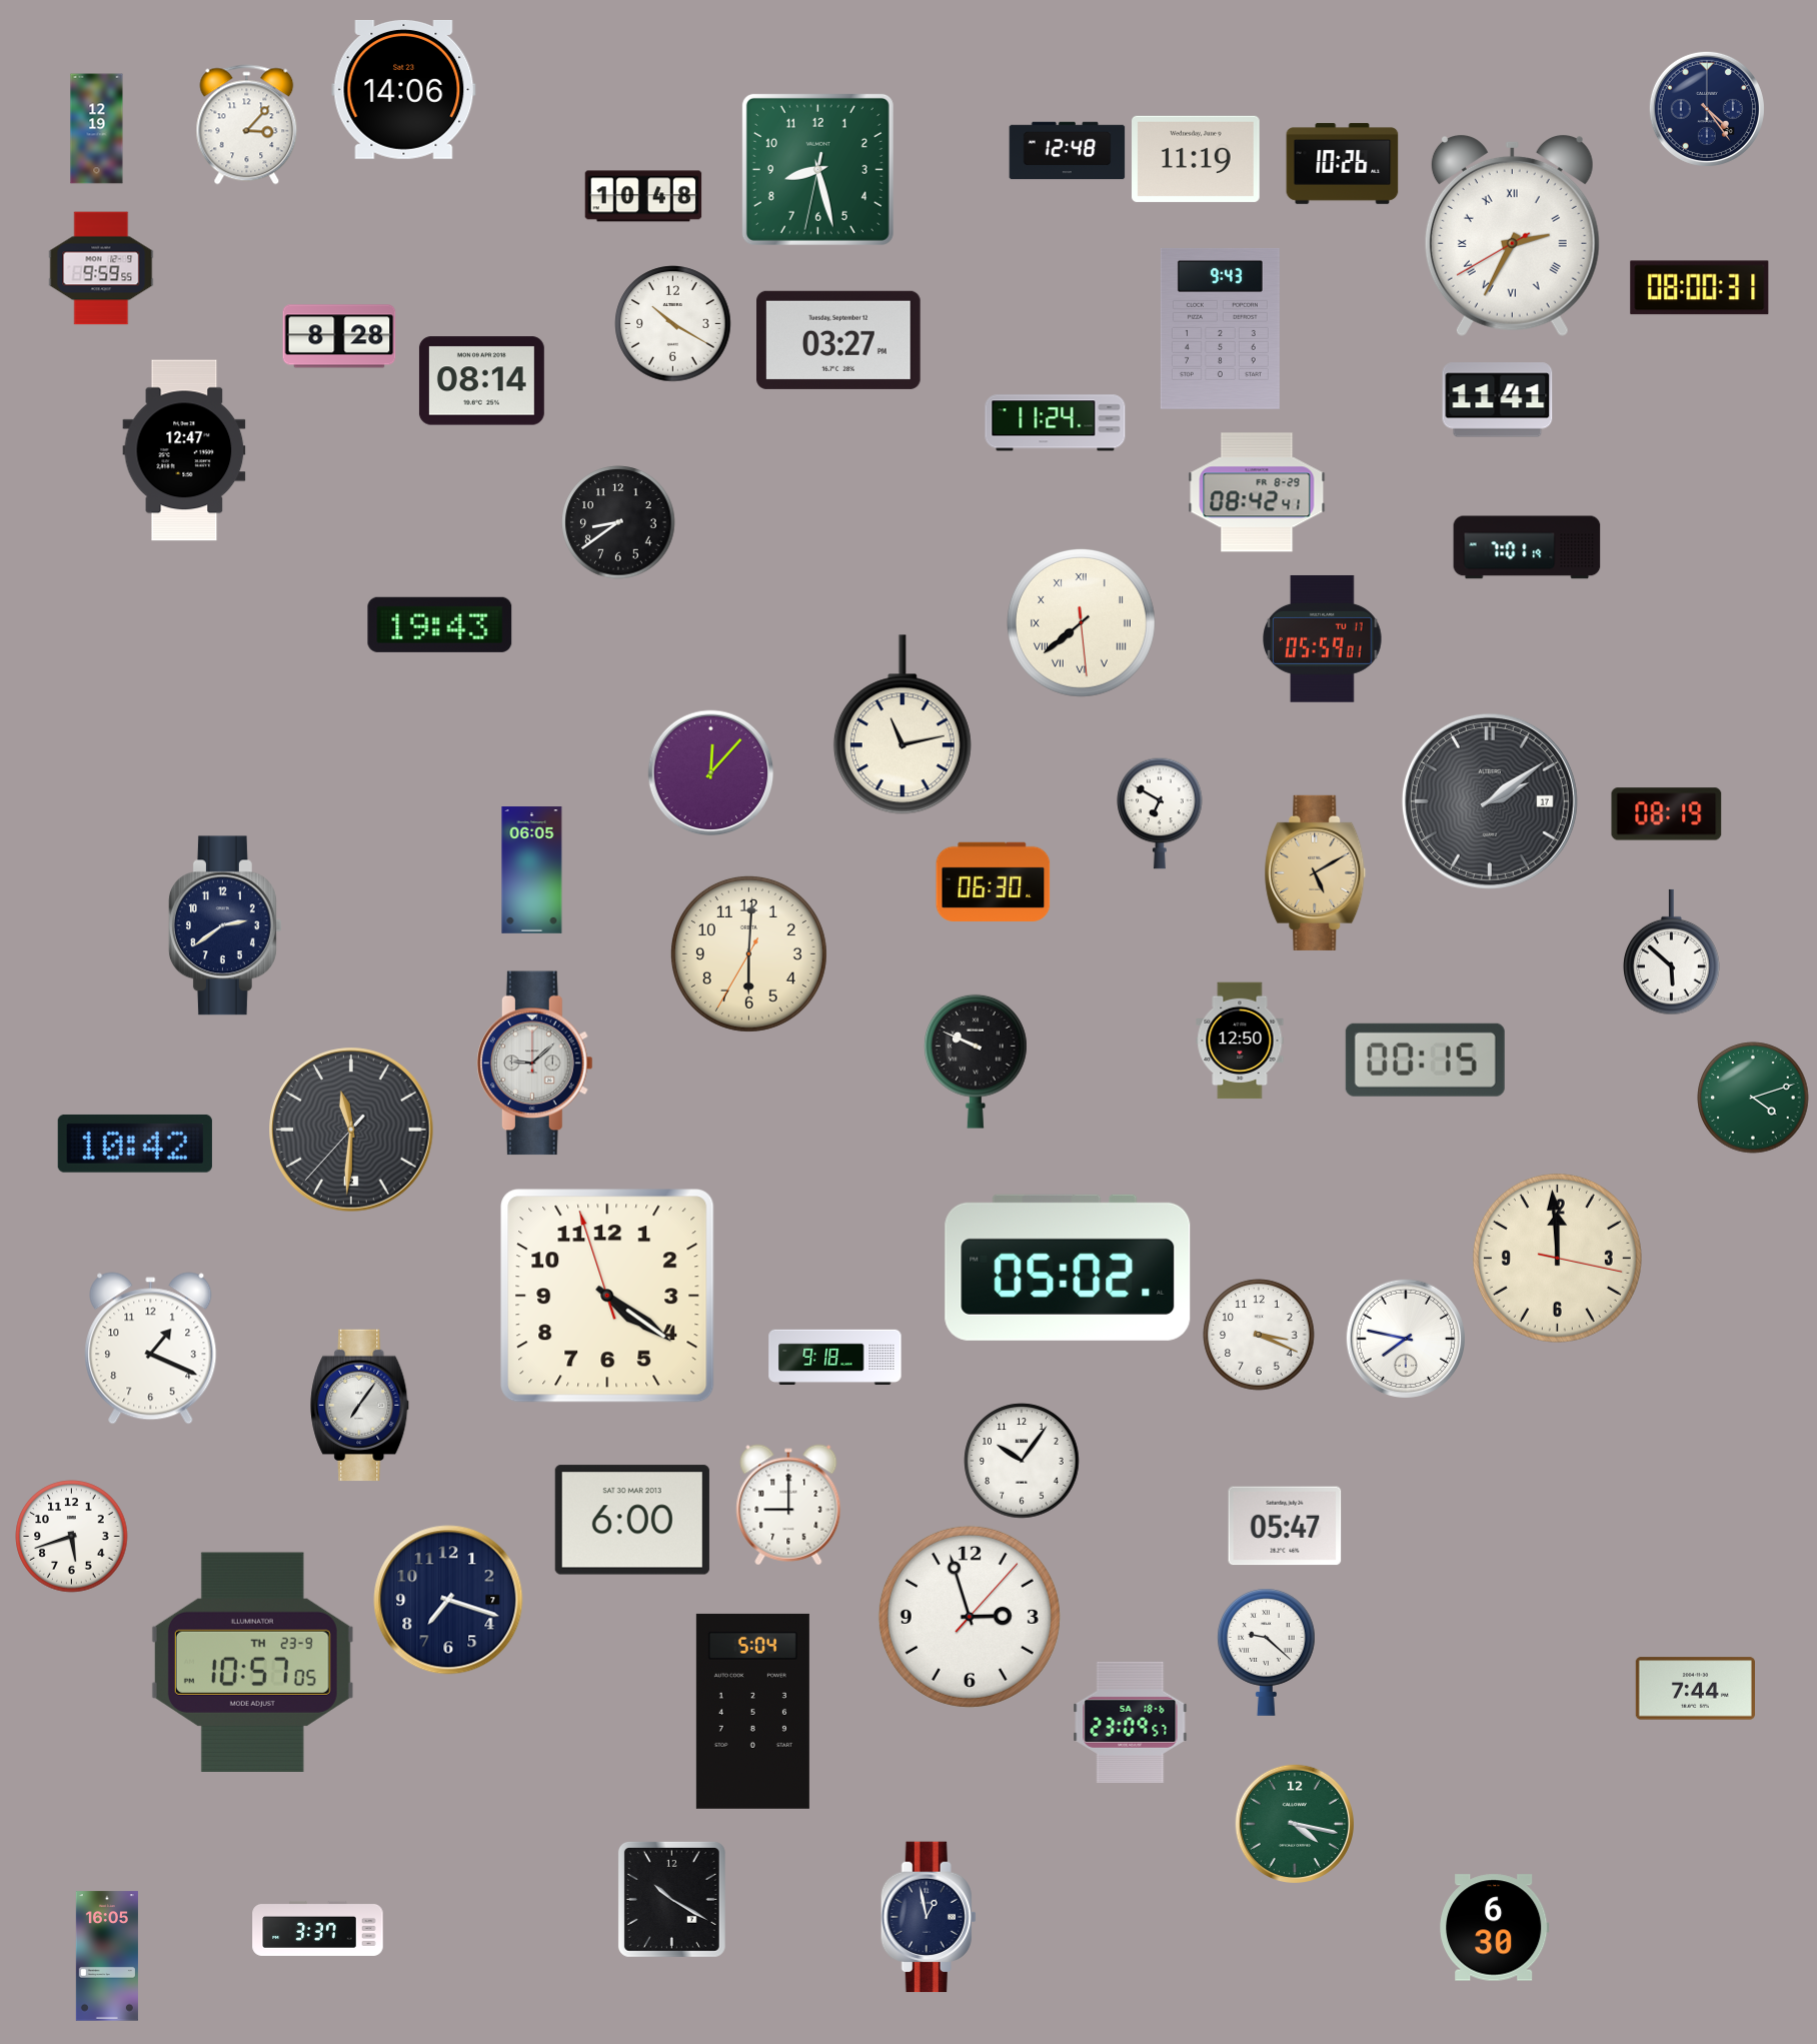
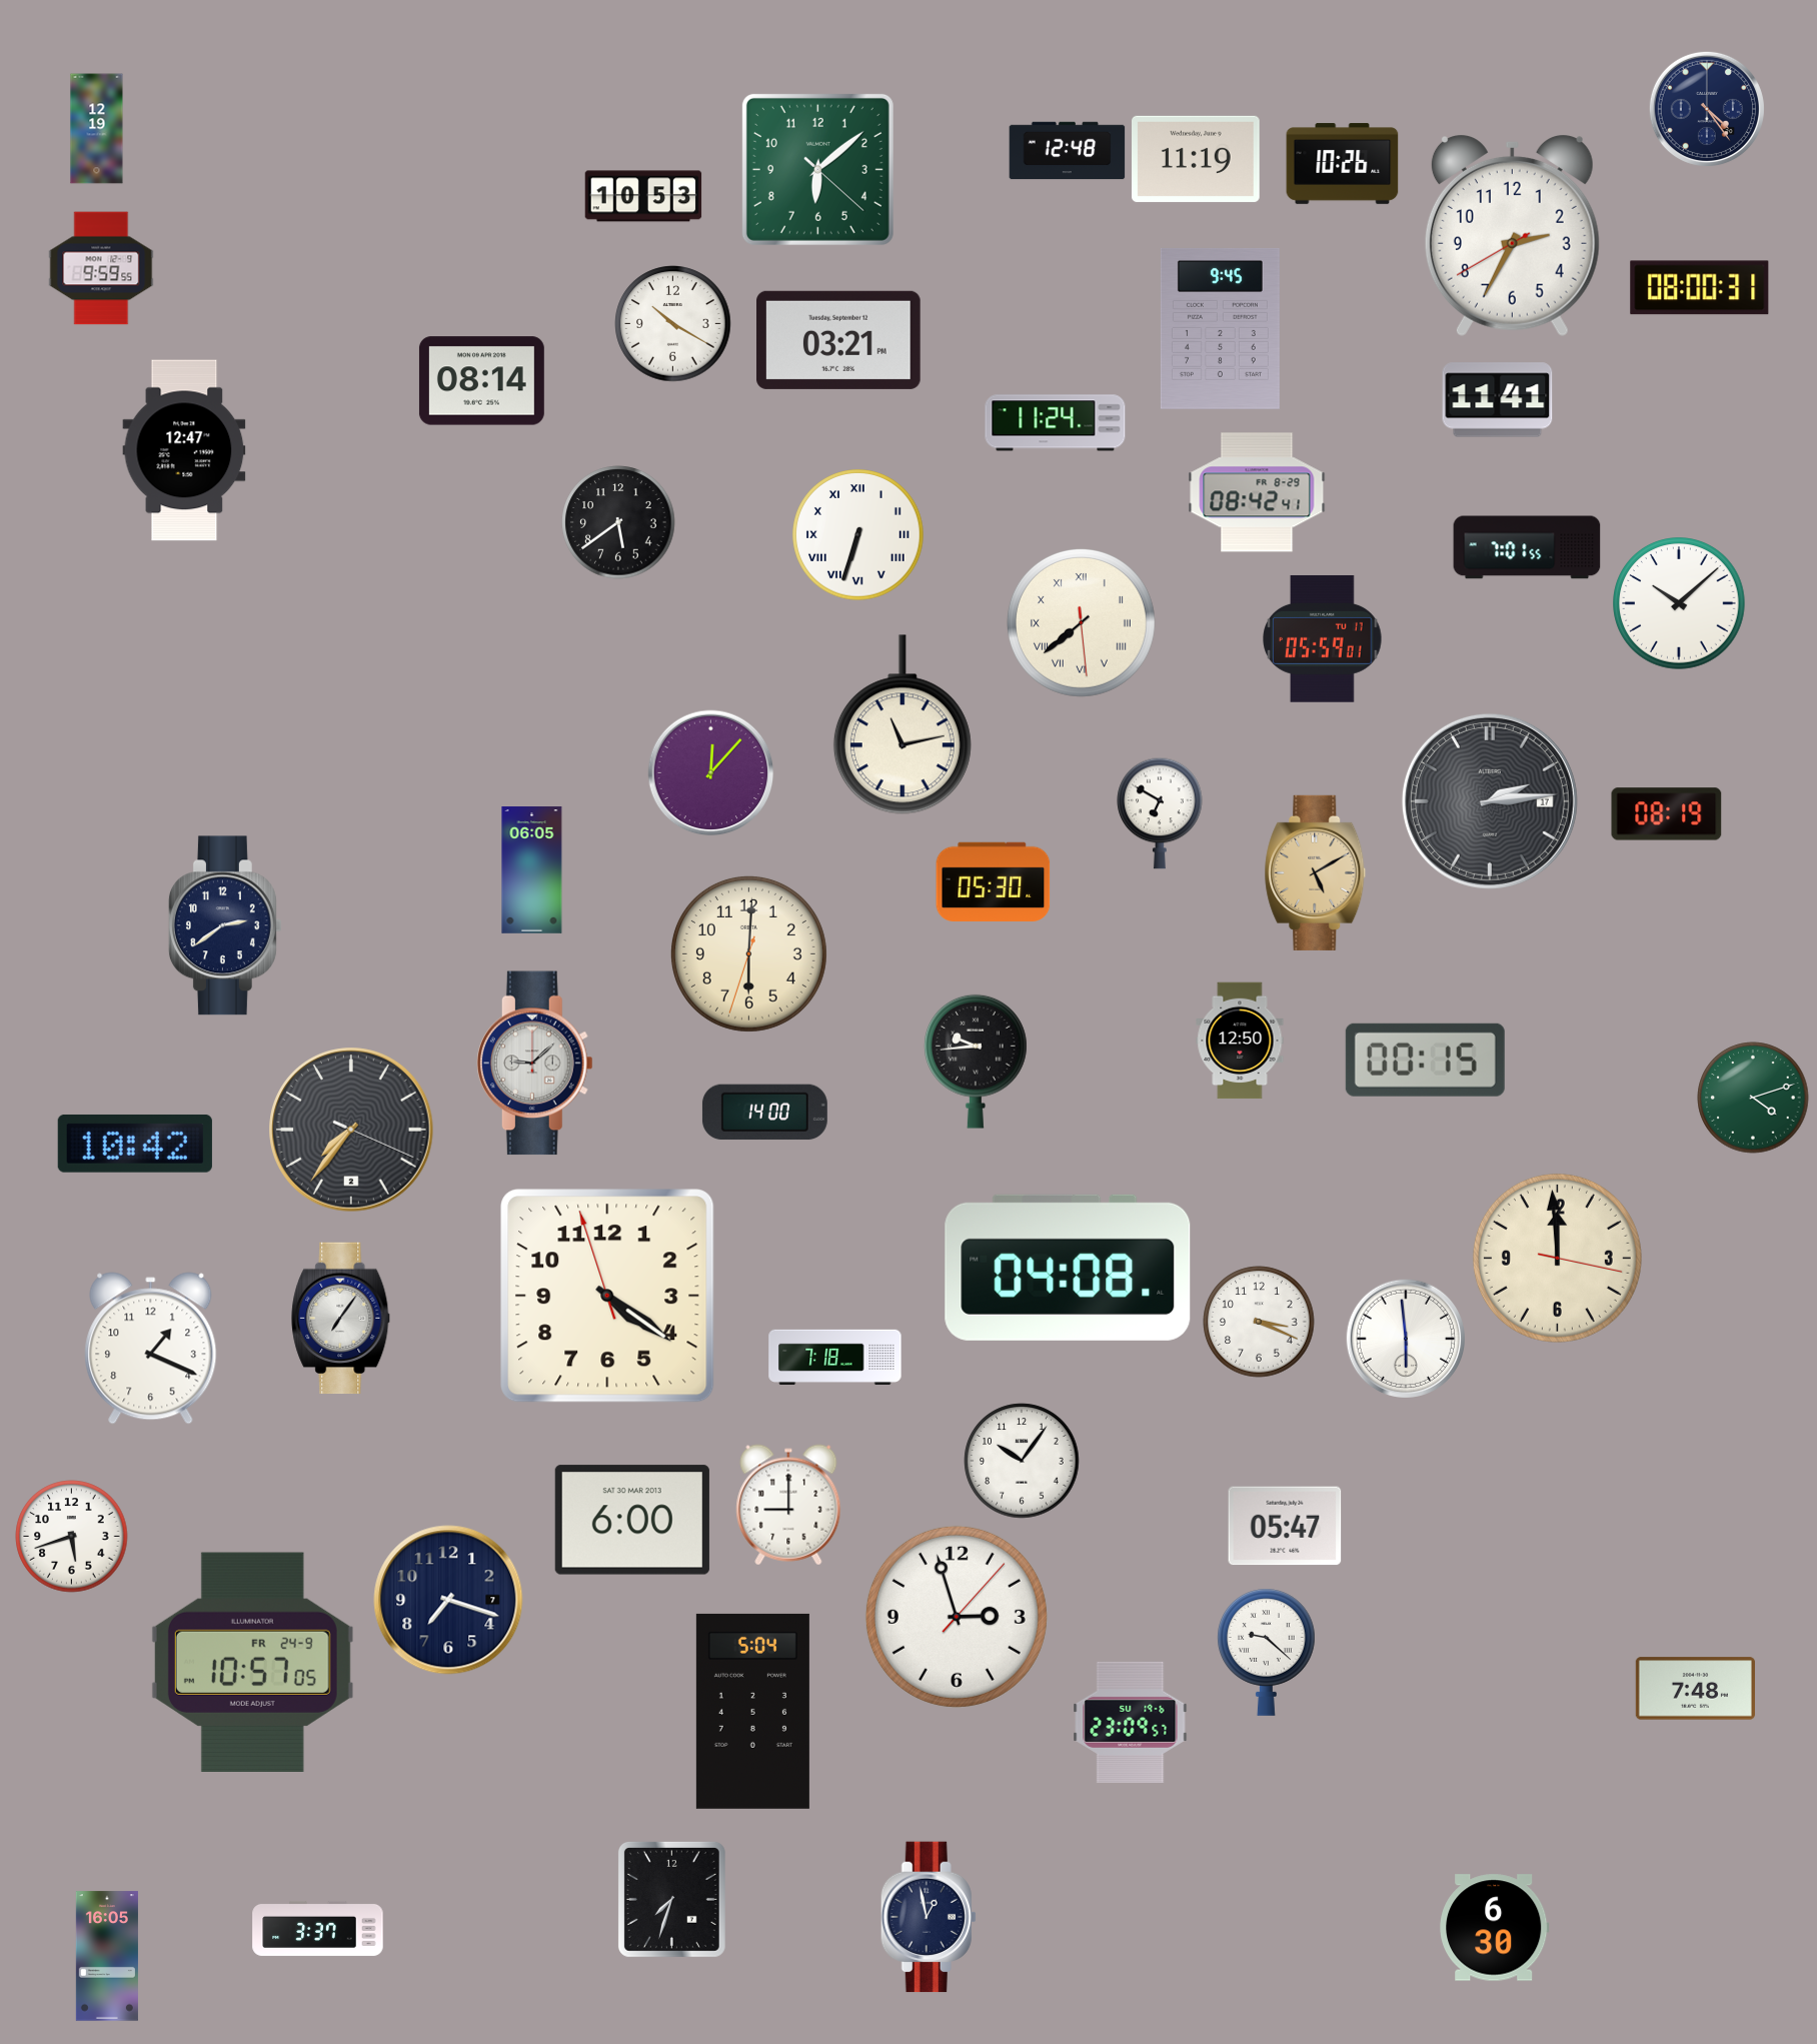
clock at (404, 89): 14:06 -> none
clock at (247, 125): 3:07 -> none
clock at (817, 169): 8:27 -> 6:08
clock at (643, 196): 10:48 -> 10:53
clock at (1512, 235) numerals: Roman -> Arabic
clock at (1220, 328): 9:43 -> 9:45
clock at (339, 336): 8:28 -> none
clock at (839, 340): 03:27 -> 03:21
clock at (618, 522): 8:39 -> 5:39
clock at (858, 535): none -> 6:33
clock at (1527, 547): 7:01:19 -> 7:01:55
clock at (1679, 603): none -> 10:08
clock at (440, 624): 19:43 -> none
clock at (1490, 801): 2:09 -> 2:14
clock at (994, 881): 06:30 -> 05:30
clock at (1672, 952): 5:52 -> none
clock at (748, 953): 6:00:35 -> 6:00:33
clock at (976, 1062): 9:49 -> 9:44
clock at (764, 1113): none -> 14:00
clock at (351, 1130): 11:30 -> 7:36
clock at (1068, 1268): 05:02 -> 04:08
clock at (1259, 1335) position: (1259, 1335) -> (1259, 1322)
clock at (1405, 1338): 7:47 -> 5:59
clock at (835, 1357): 9:18 -> 7:18
clock at (360, 1406) position: (360, 1406) -> (341, 1319)
clock at (970, 1617) position: (970, 1617) -> (957, 1617)
clock at (252, 1662) date: TH 23-9 -> FR 24-9
clock at (1695, 1689): 7:44 -> 7:48
clock at (1131, 1722) date: SA 18-6 -> SU 19-6
clock at (1294, 1823): 4:17 -> none
clock at (671, 1899): 10:20 -> 7:33
